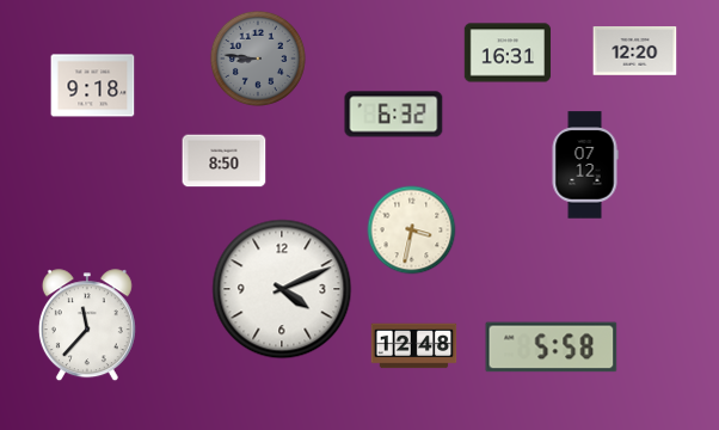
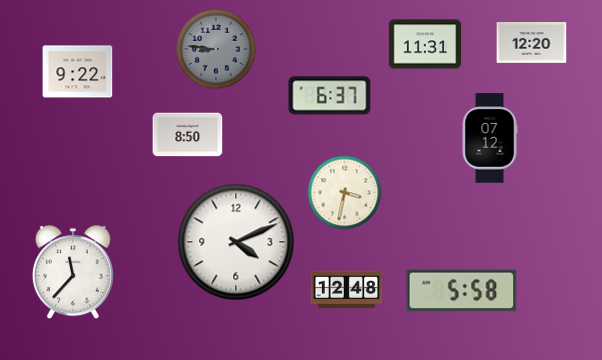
clock at (508, 53): 16:31 -> 11:31
clock at (93, 86): 9:18 -> 9:22
clock at (394, 115): 6:32 -> 6:37
